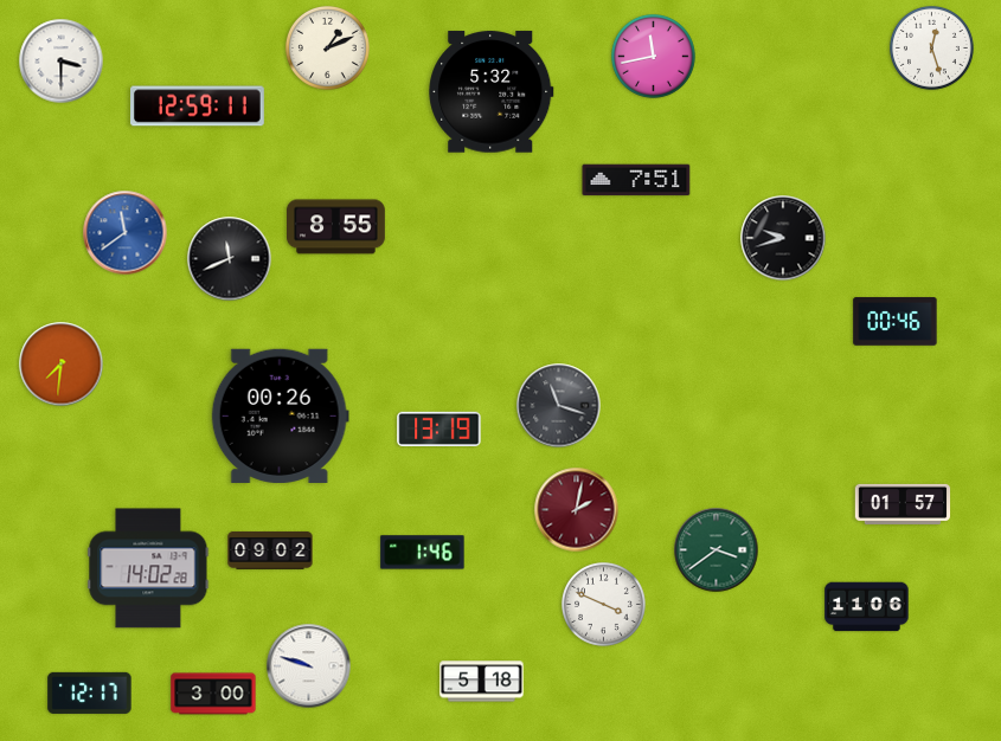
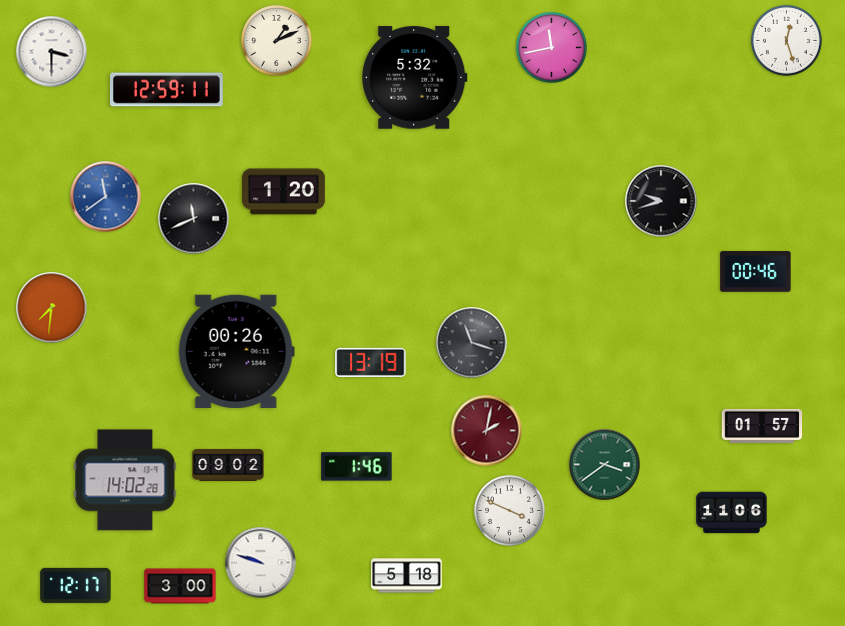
clock at (636, 180): 7:51 -> none
clock at (336, 227): 8:55 -> 1:20
